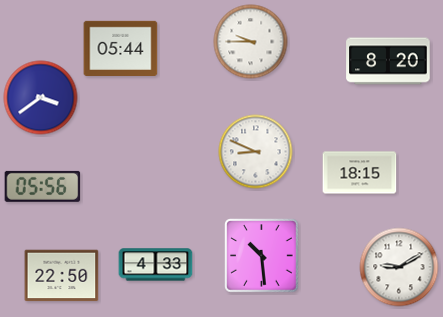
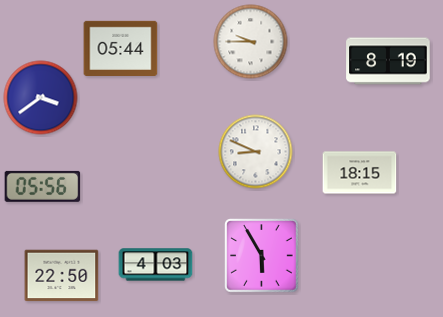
clock at (388, 61): 8:20 -> 8:19
clock at (262, 256): 10:29 -> 5:55
clock at (156, 265): 4:33 -> 4:03
clock at (399, 267): 9:10 -> none
